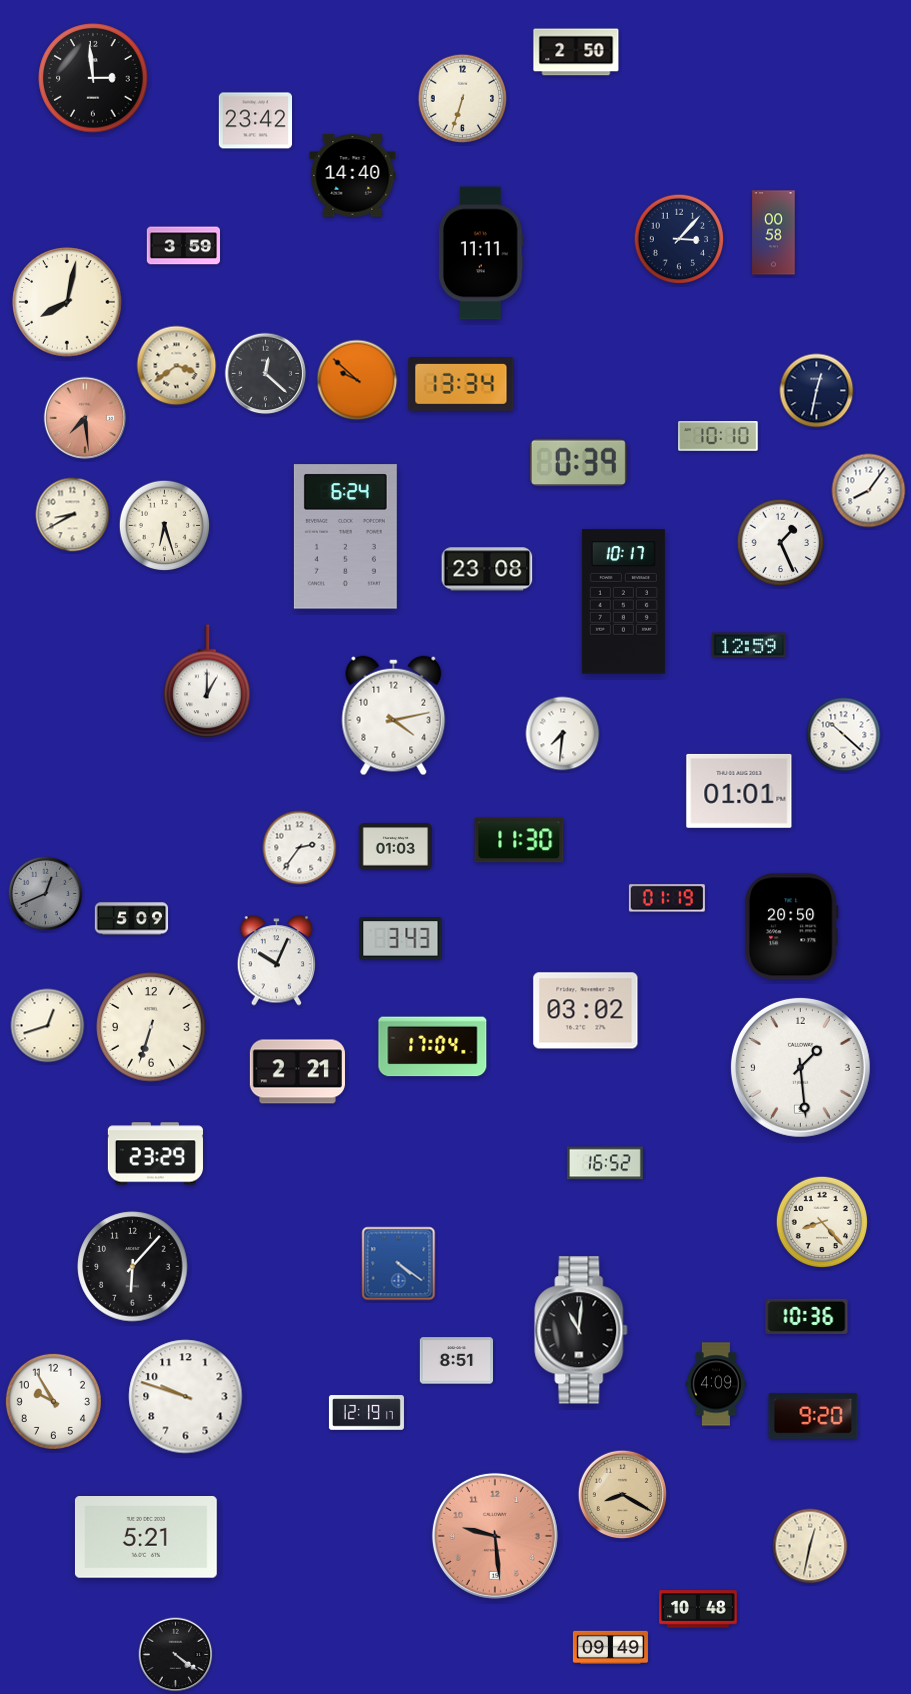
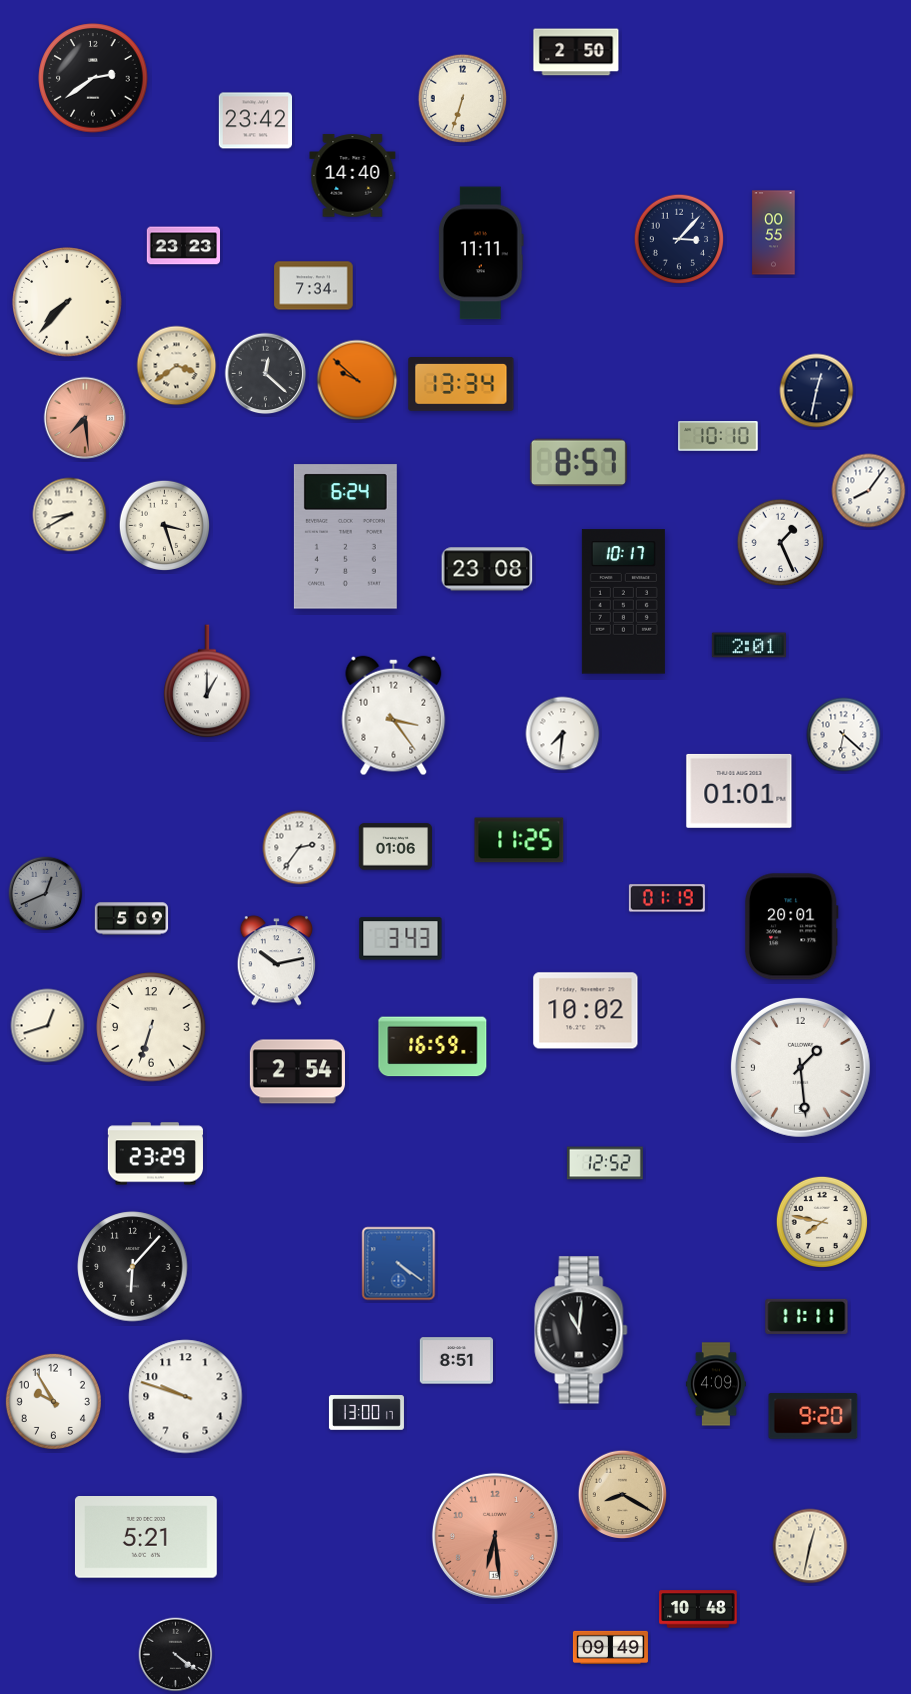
clock at (93, 78): 2:59 -> 2:39
clock at (774, 233): 00:58 -> 00:55
clock at (183, 246): 3:59 -> 23:23
clock at (314, 286): none -> 7:34
clock at (67, 302): 8:02 -> 7:37
clock at (578, 463): 0:39 -> 8:57
clock at (73, 515) position: (73, 515) -> (70, 515)
clock at (164, 525): 6:27 -> 3:27
clock at (749, 645): 12:59 -> 2:01
clock at (394, 716): 4:13 -> 3:24
clock at (844, 735): 10:22 -> 6:22
clock at (519, 840): 11:30 -> 11:25
clock at (395, 847): 01:03 -> 01:06
clock at (791, 927): 20:50 -> 20:01
clock at (277, 961): 10:04 -> 10:13
clock at (586, 1011): 03:02 -> 10:02
clock at (433, 1047): 17:04 -> 16:59
clock at (297, 1072): 2:21 -> 2:54
clock at (605, 1163): 16:52 -> 12:52
clock at (821, 1221): 8:23 -> 7:47
clock at (807, 1316): 10:36 -> 11:11
clock at (366, 1413): 12:19 -> 13:00
clock at (495, 1536): 9:29 -> 6:29
